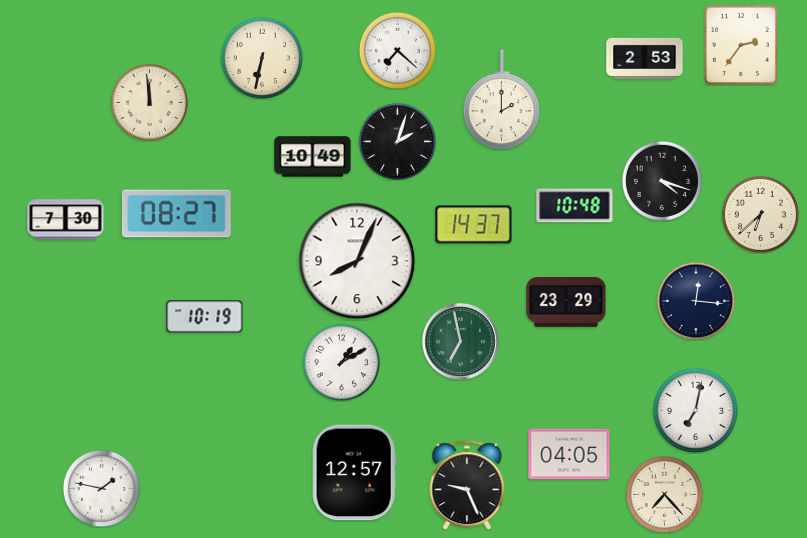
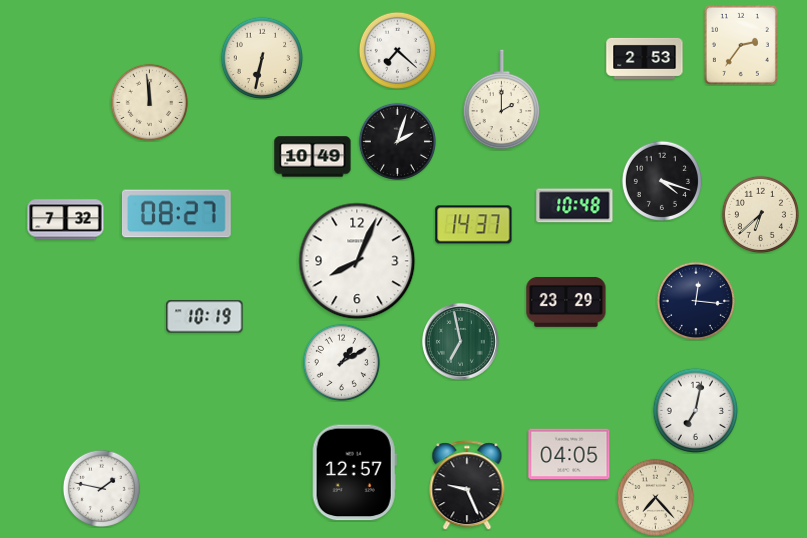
clock at (66, 220): 7:30 -> 7:32
clock at (664, 494) position: (664, 494) -> (655, 497)
